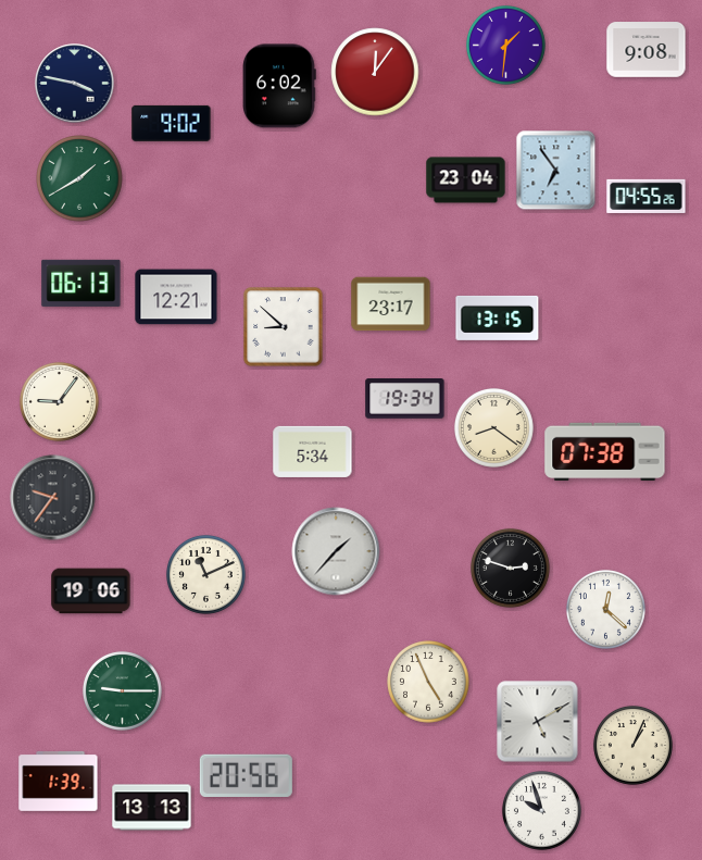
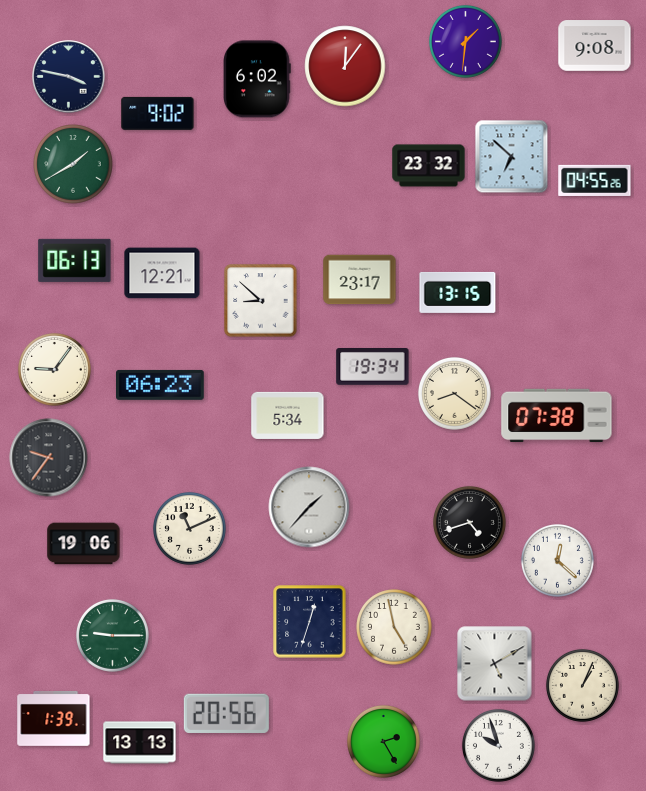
clock at (556, 171): 6:54 -> 6:52
clock at (466, 180): 23:04 -> 23:32
clock at (161, 385): none -> 06:23
clock at (510, 568): 2:48 -> 4:42
clock at (310, 622): none -> 12:33
clock at (428, 682): 4:56 -> 4:58
clock at (383, 741): none -> 2:25
